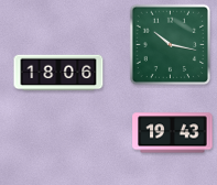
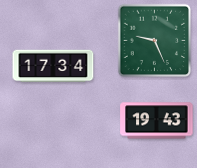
clock at (171, 45): 10:17 -> 9:26
clock at (58, 73): 18:06 -> 17:34
